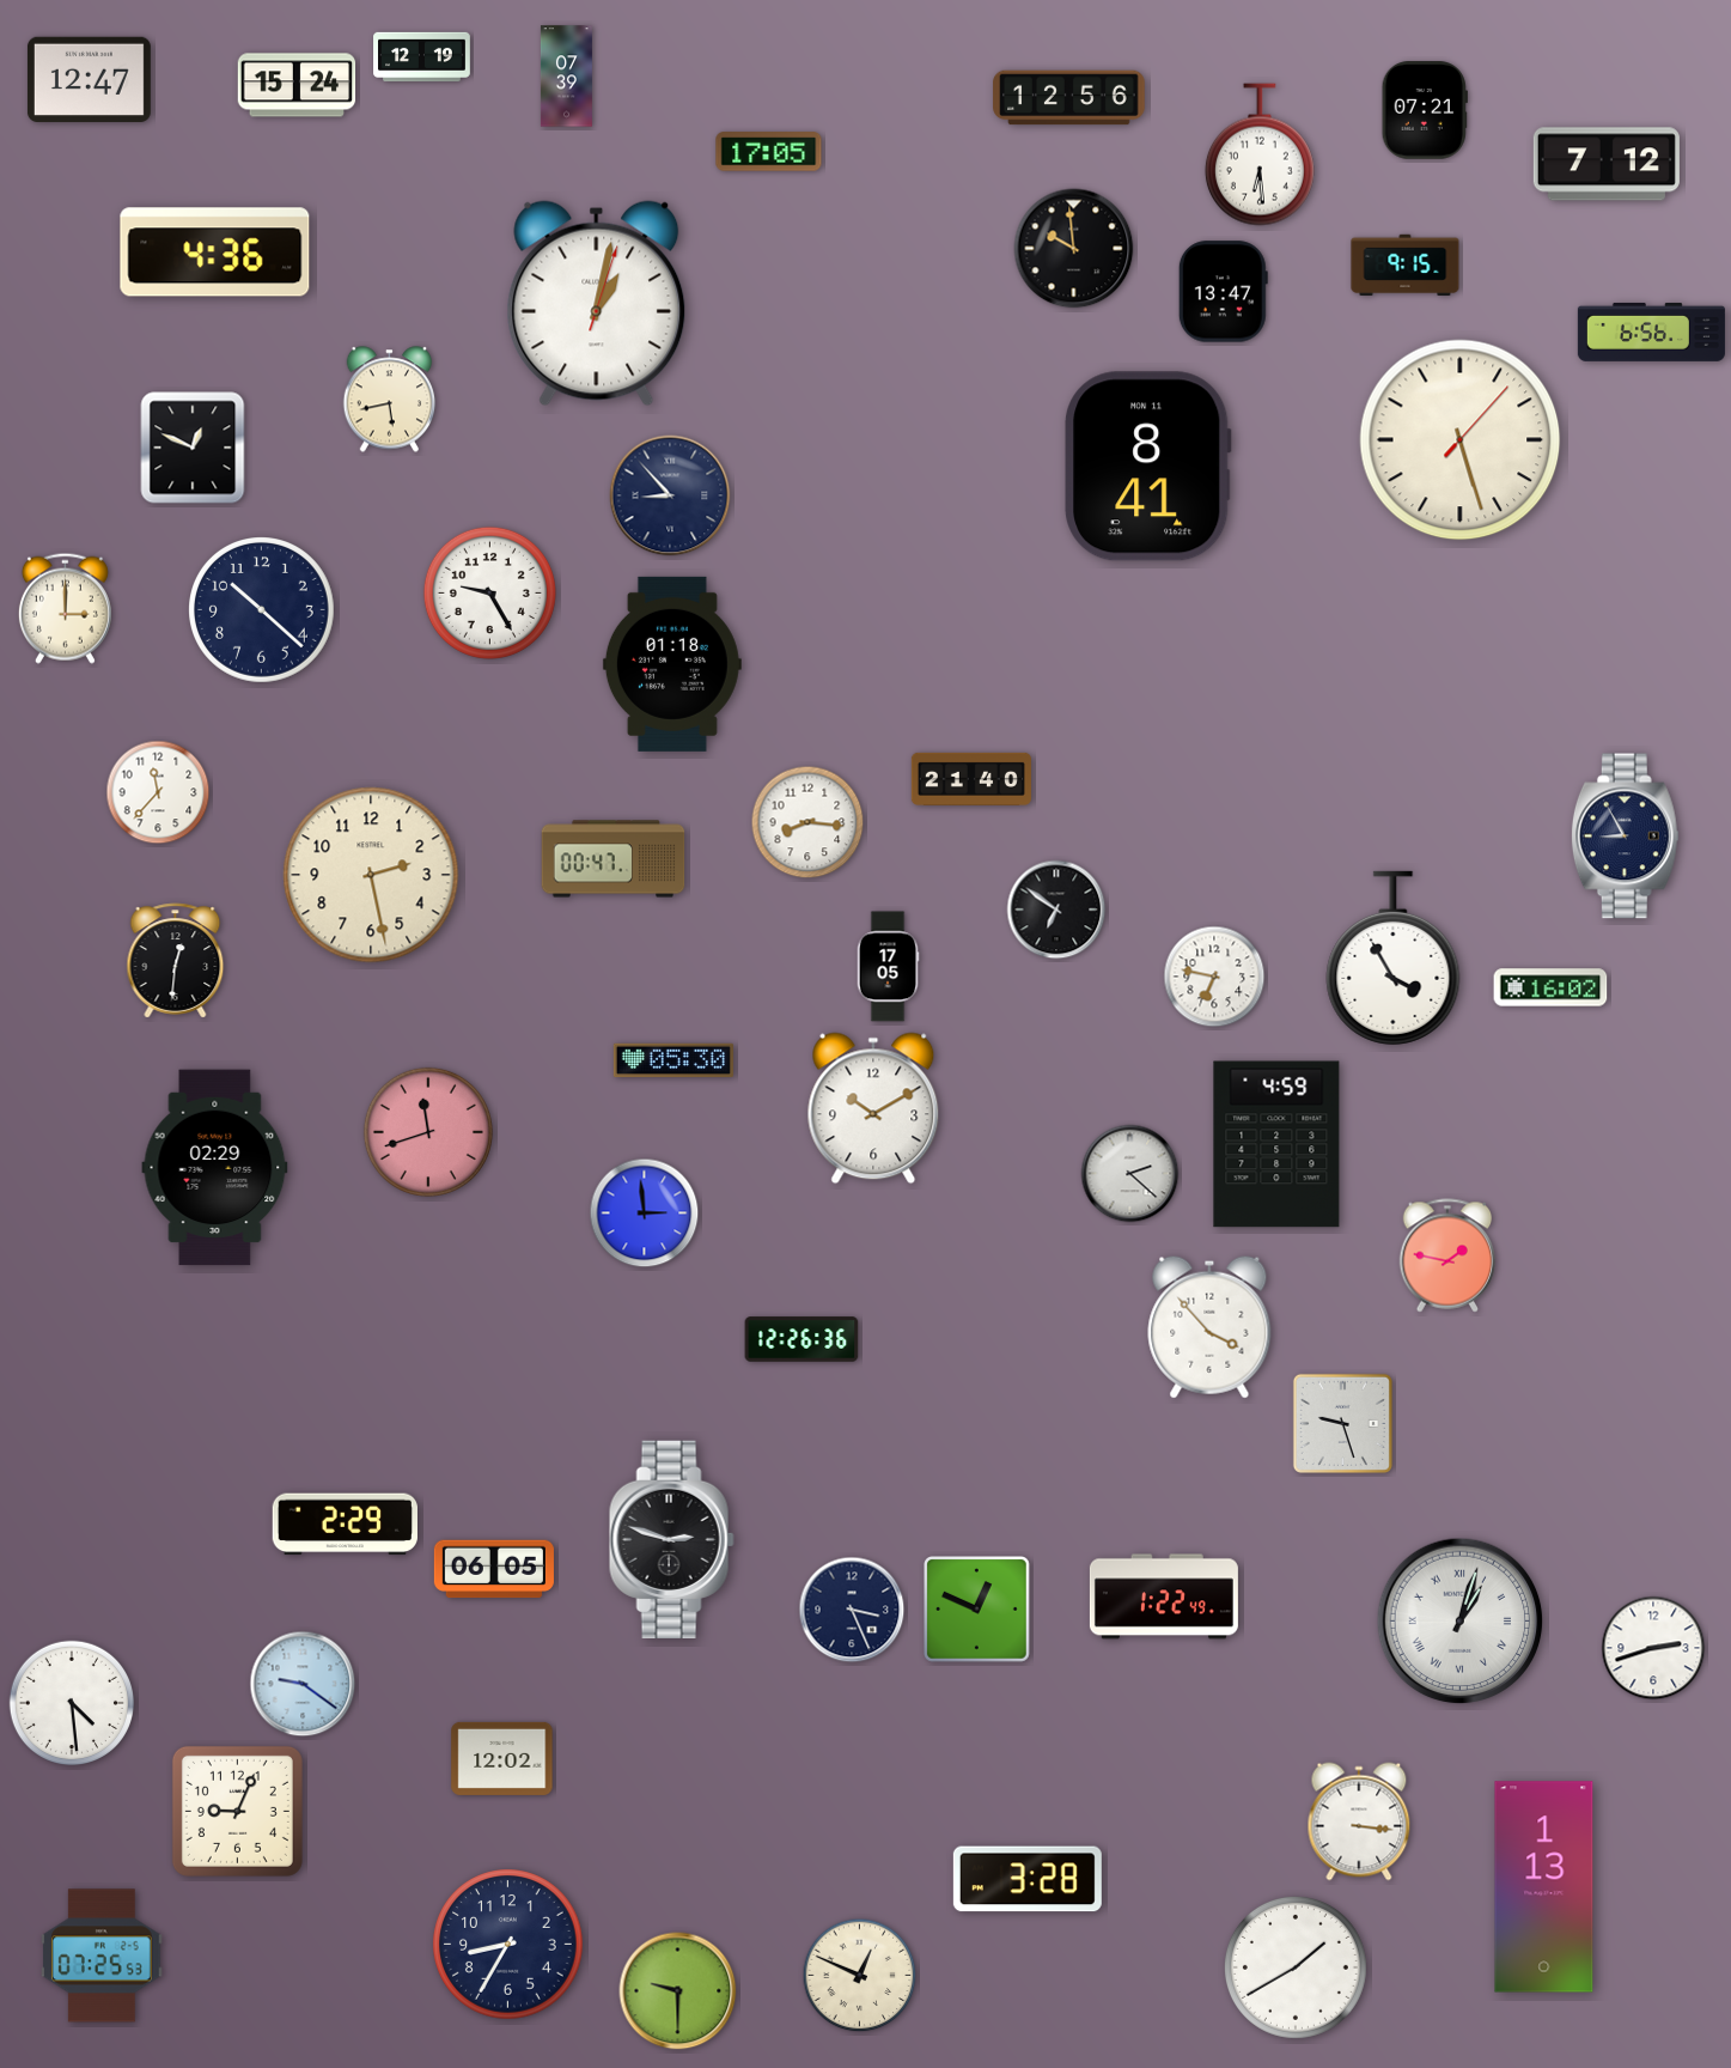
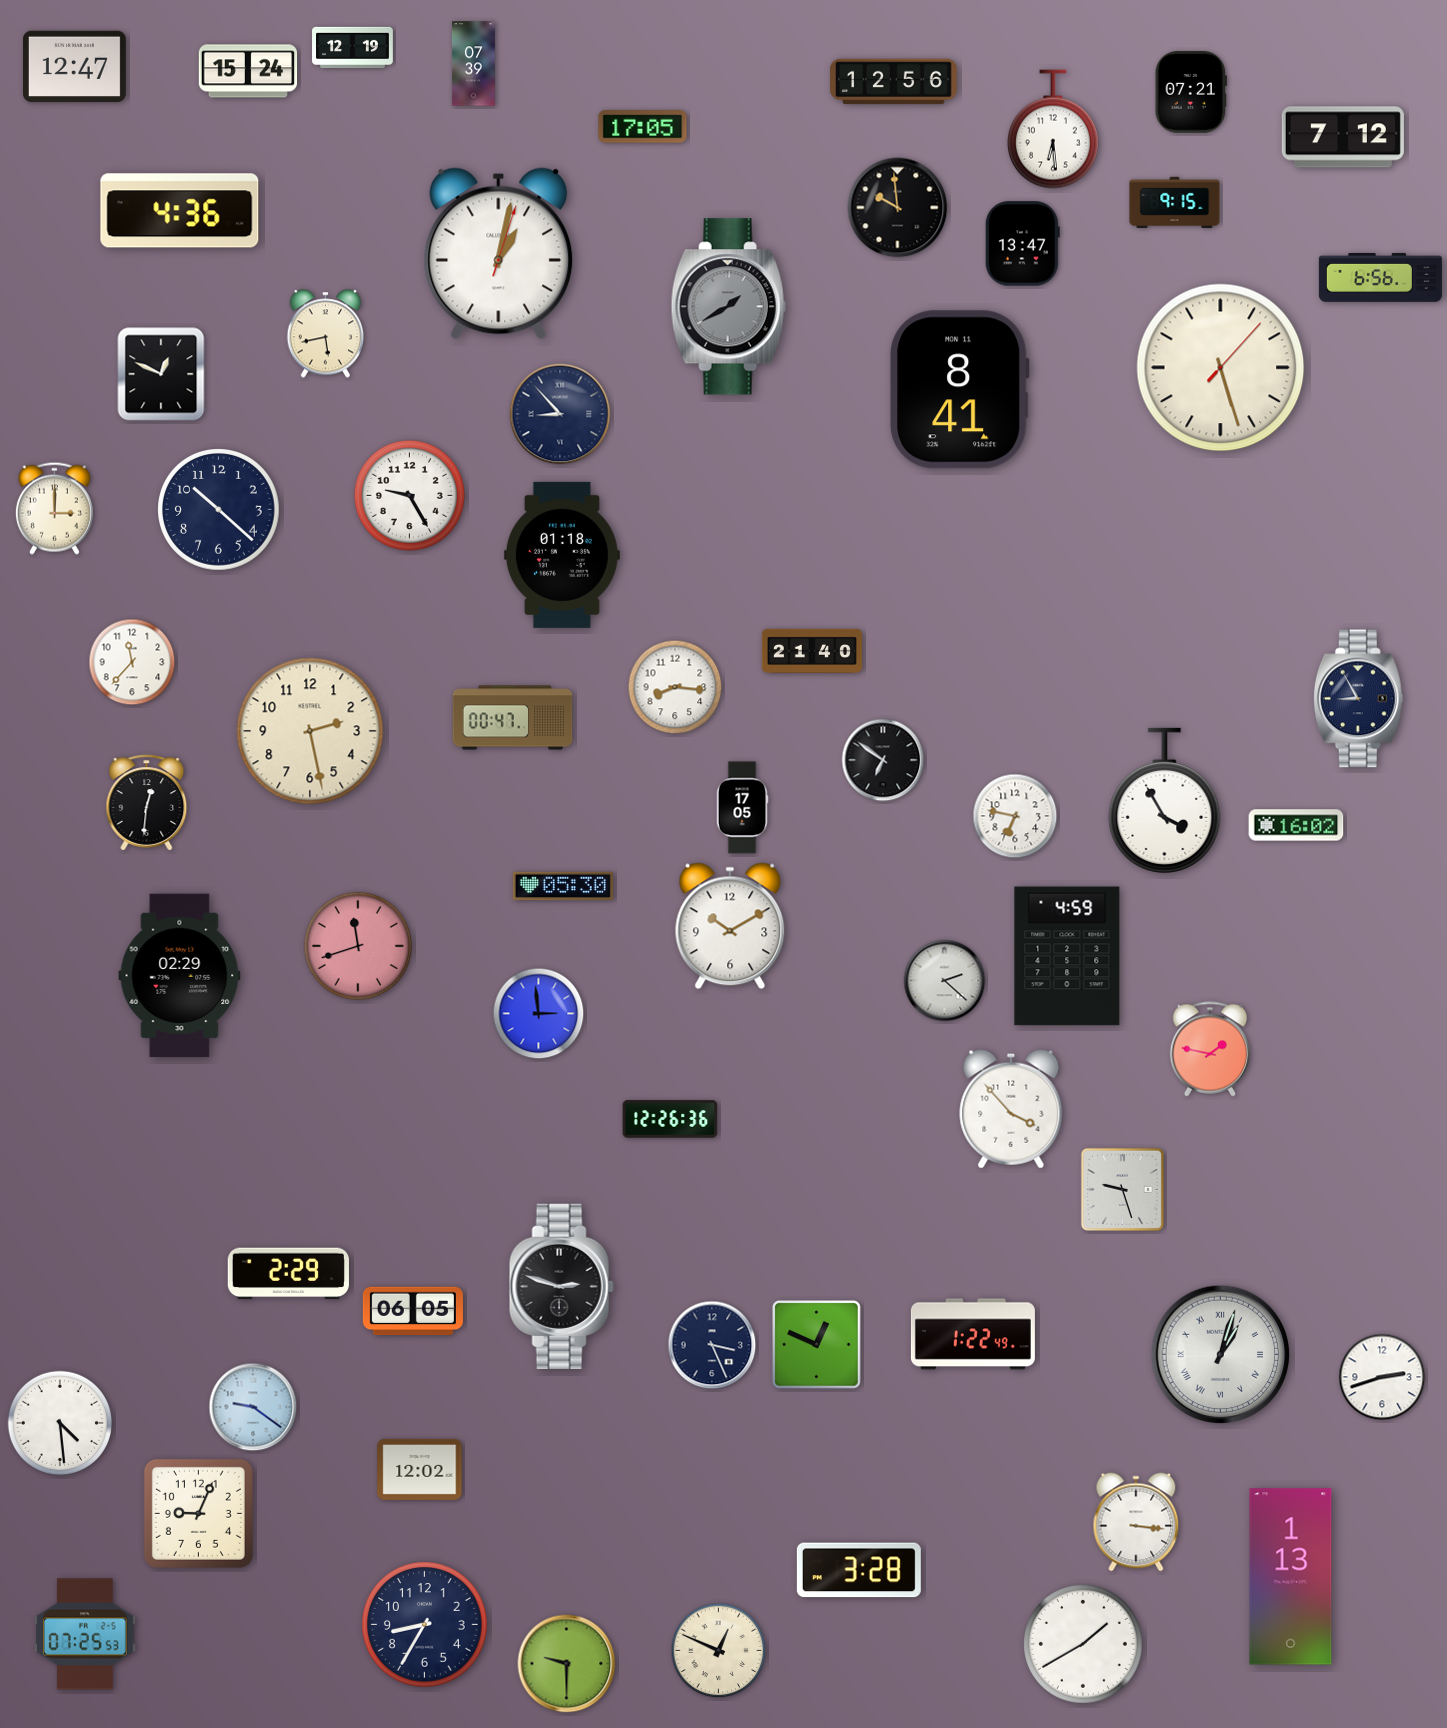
clock at (1406, 264) position: (1406, 264) -> (1175, 202)
clock at (728, 307): none -> 1:40
